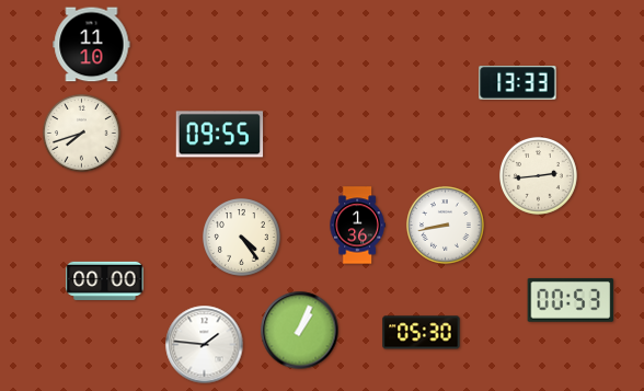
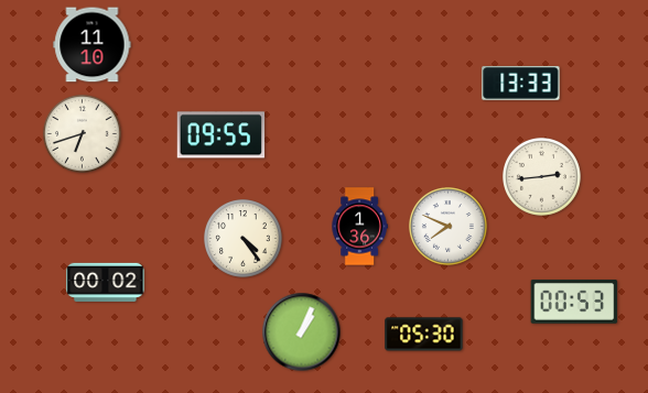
clock at (82, 134): 7:42 -> 6:42
clock at (446, 226): 8:43 -> 7:49
clock at (105, 280): 00:00 -> 00:02
clock at (205, 345): 1:46 -> none
